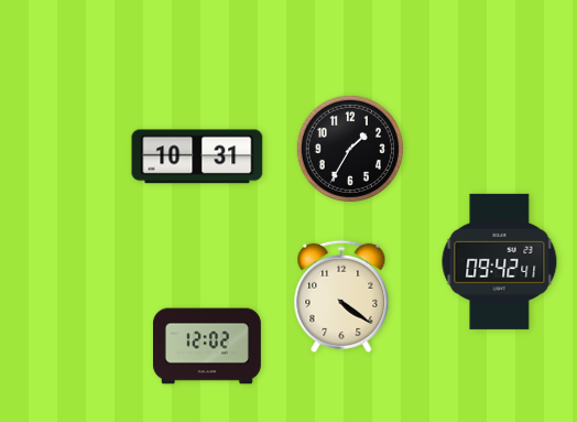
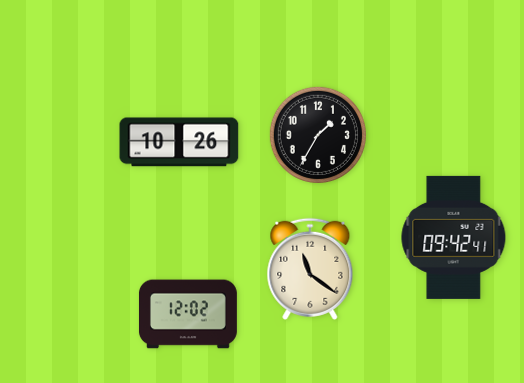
clock at (197, 156): 10:31 -> 10:26
clock at (341, 296): 4:21 -> 11:21
